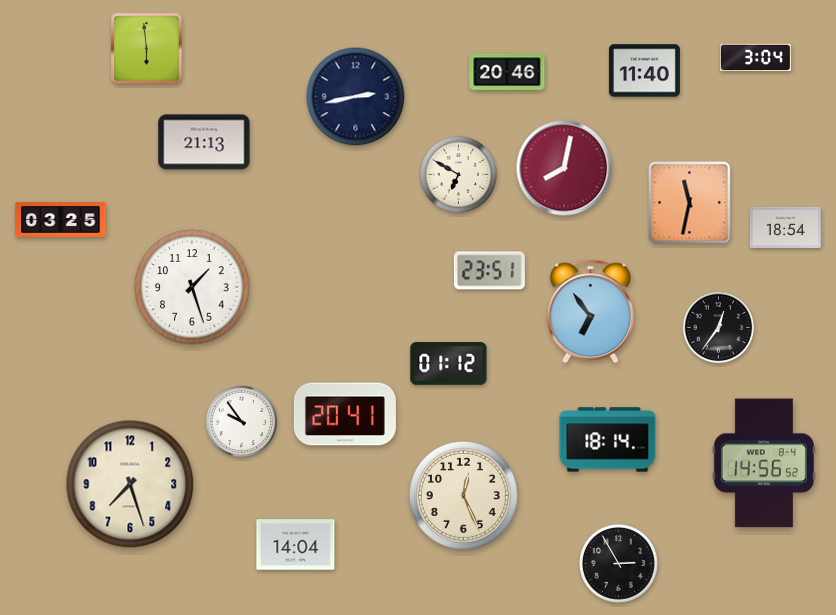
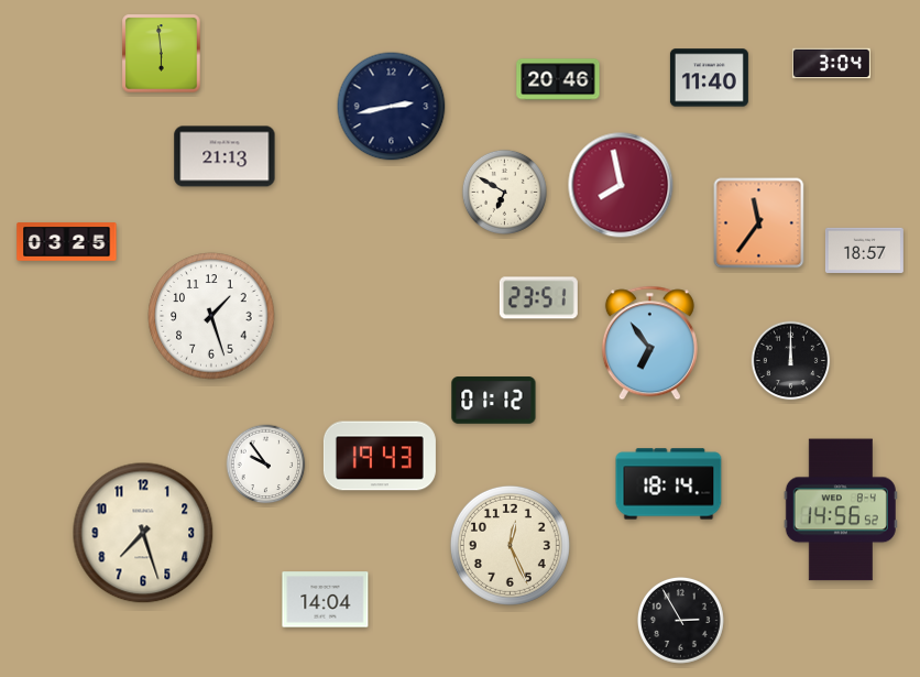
clock at (564, 168): 8:02 -> 7:58
clock at (690, 203): 11:32 -> 11:36
clock at (785, 227): 18:54 -> 18:57
clock at (719, 328): 12:36 -> 12:00
clock at (345, 414): 20:41 -> 19:43
